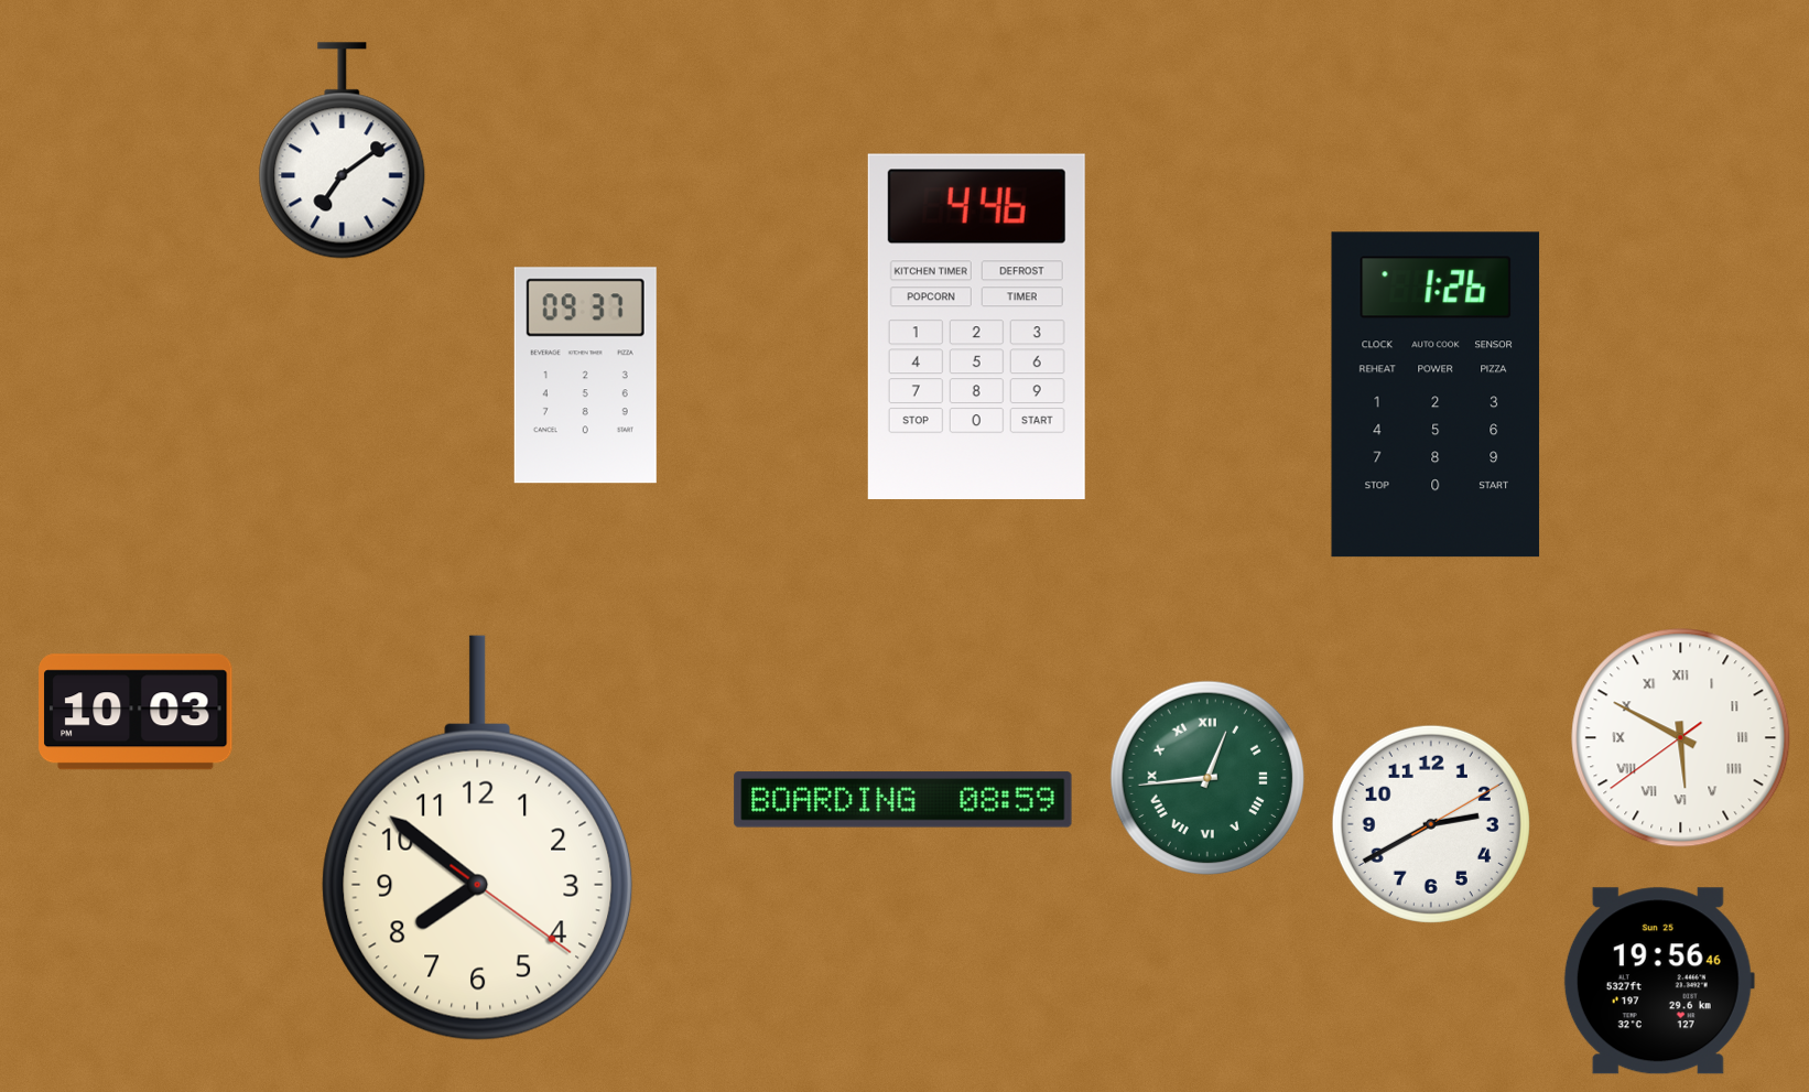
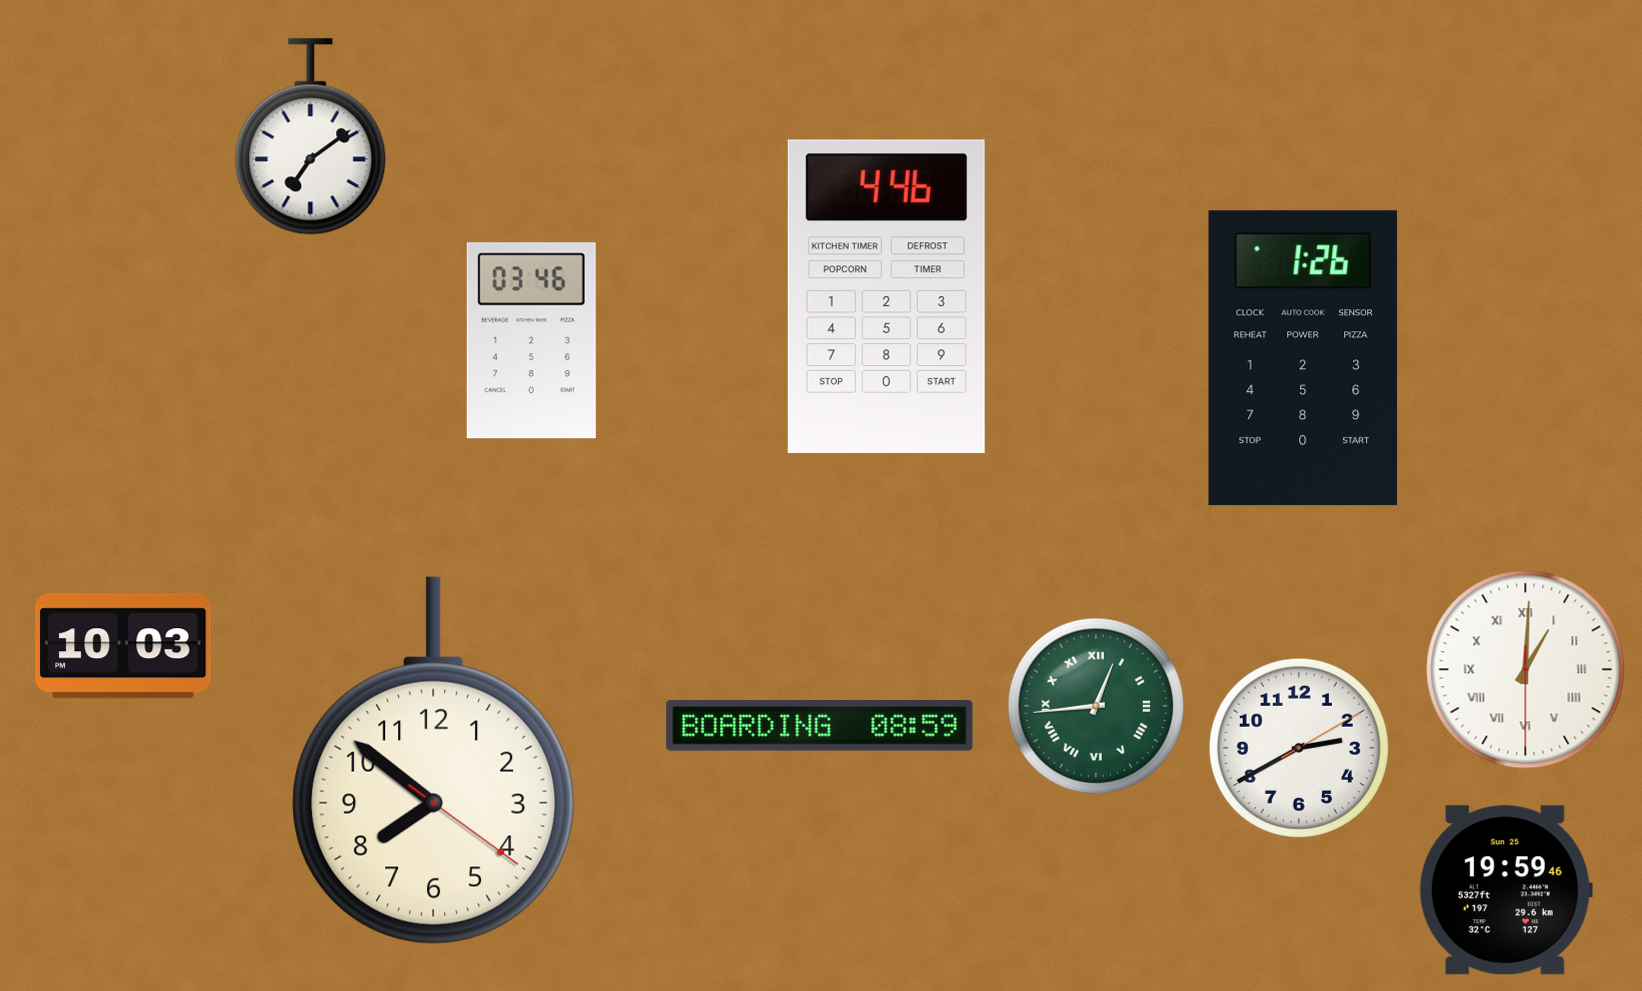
clock at (585, 376): 09:37 -> 03:46
clock at (1681, 738): 5:49 -> 1:00
clock at (1659, 981): 19:56 -> 19:59
